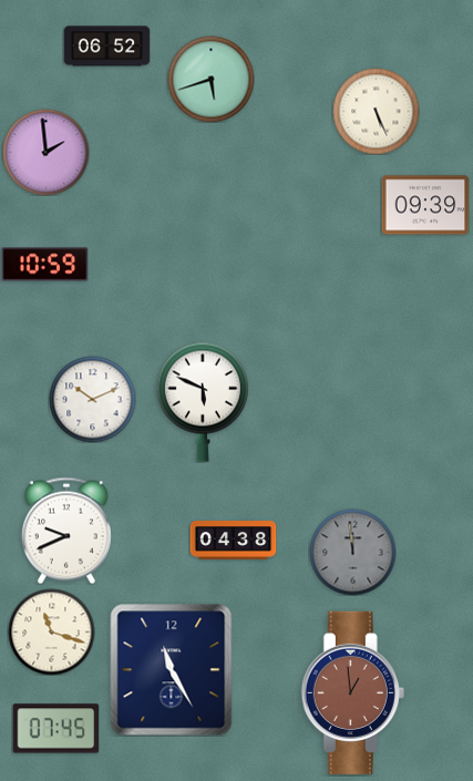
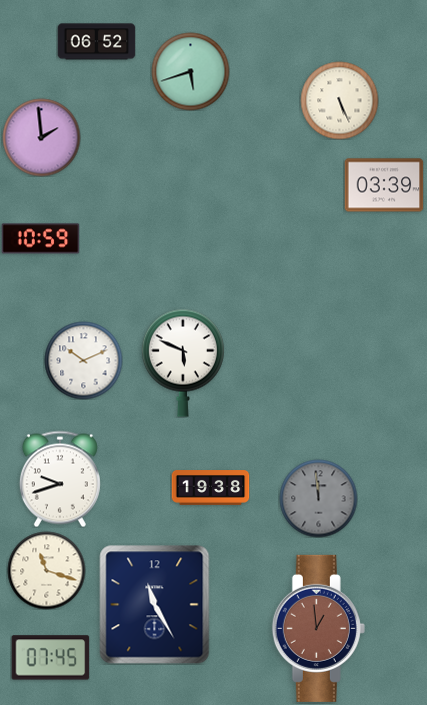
clock at (425, 205): 09:39 -> 03:39
clock at (66, 531): 9:41 -> 9:42
clock at (233, 541): 04:38 -> 19:38
clock at (352, 692) position: (352, 692) -> (318, 628)
